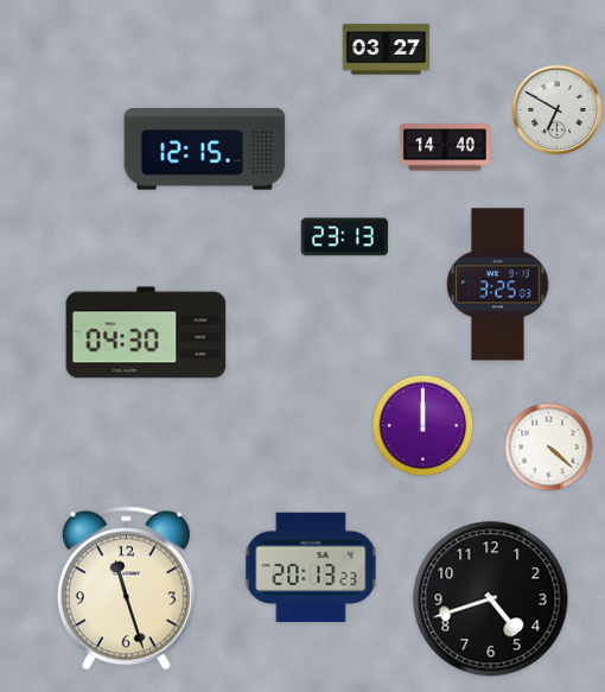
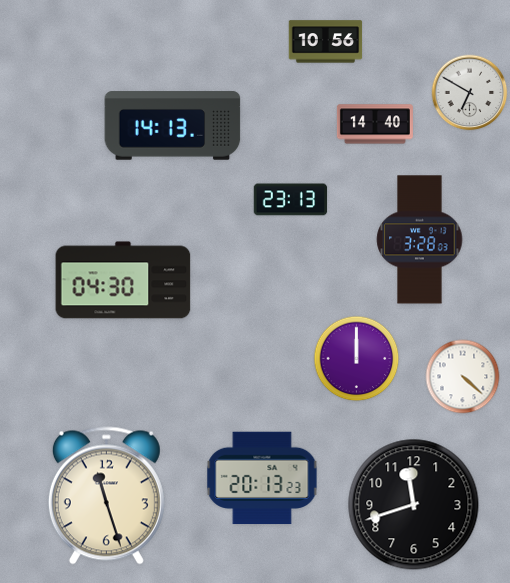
clock at (387, 50): 03:27 -> 10:56
clock at (205, 150): 12:15 -> 14:13
clock at (498, 285): 3:25 -> 3:28
clock at (491, 599): 4:42 -> 11:42
